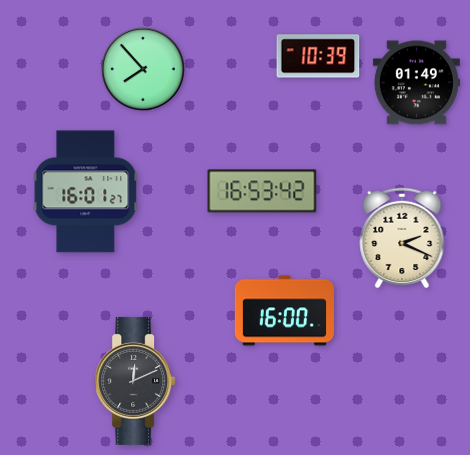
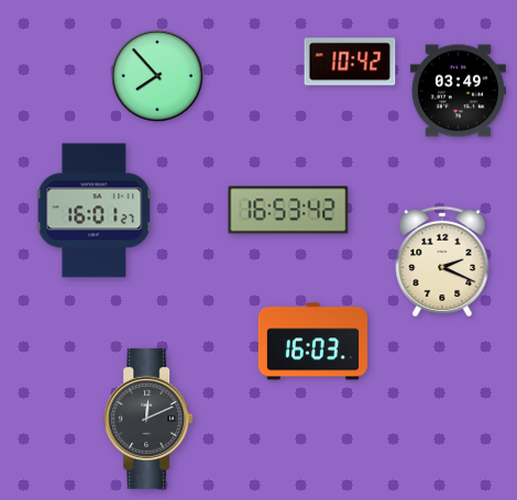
clock at (318, 56): 10:39 -> 10:42
clock at (416, 83): 01:49 -> 03:49
clock at (284, 311): 16:00 -> 16:03
